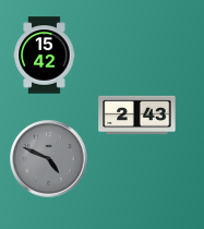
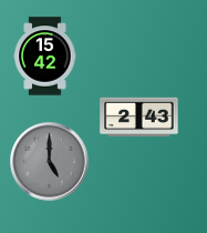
clock at (49, 159): 4:49 -> 5:00
